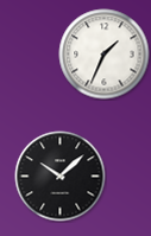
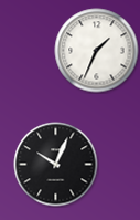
clock at (61, 177): 10:08 -> 10:04
